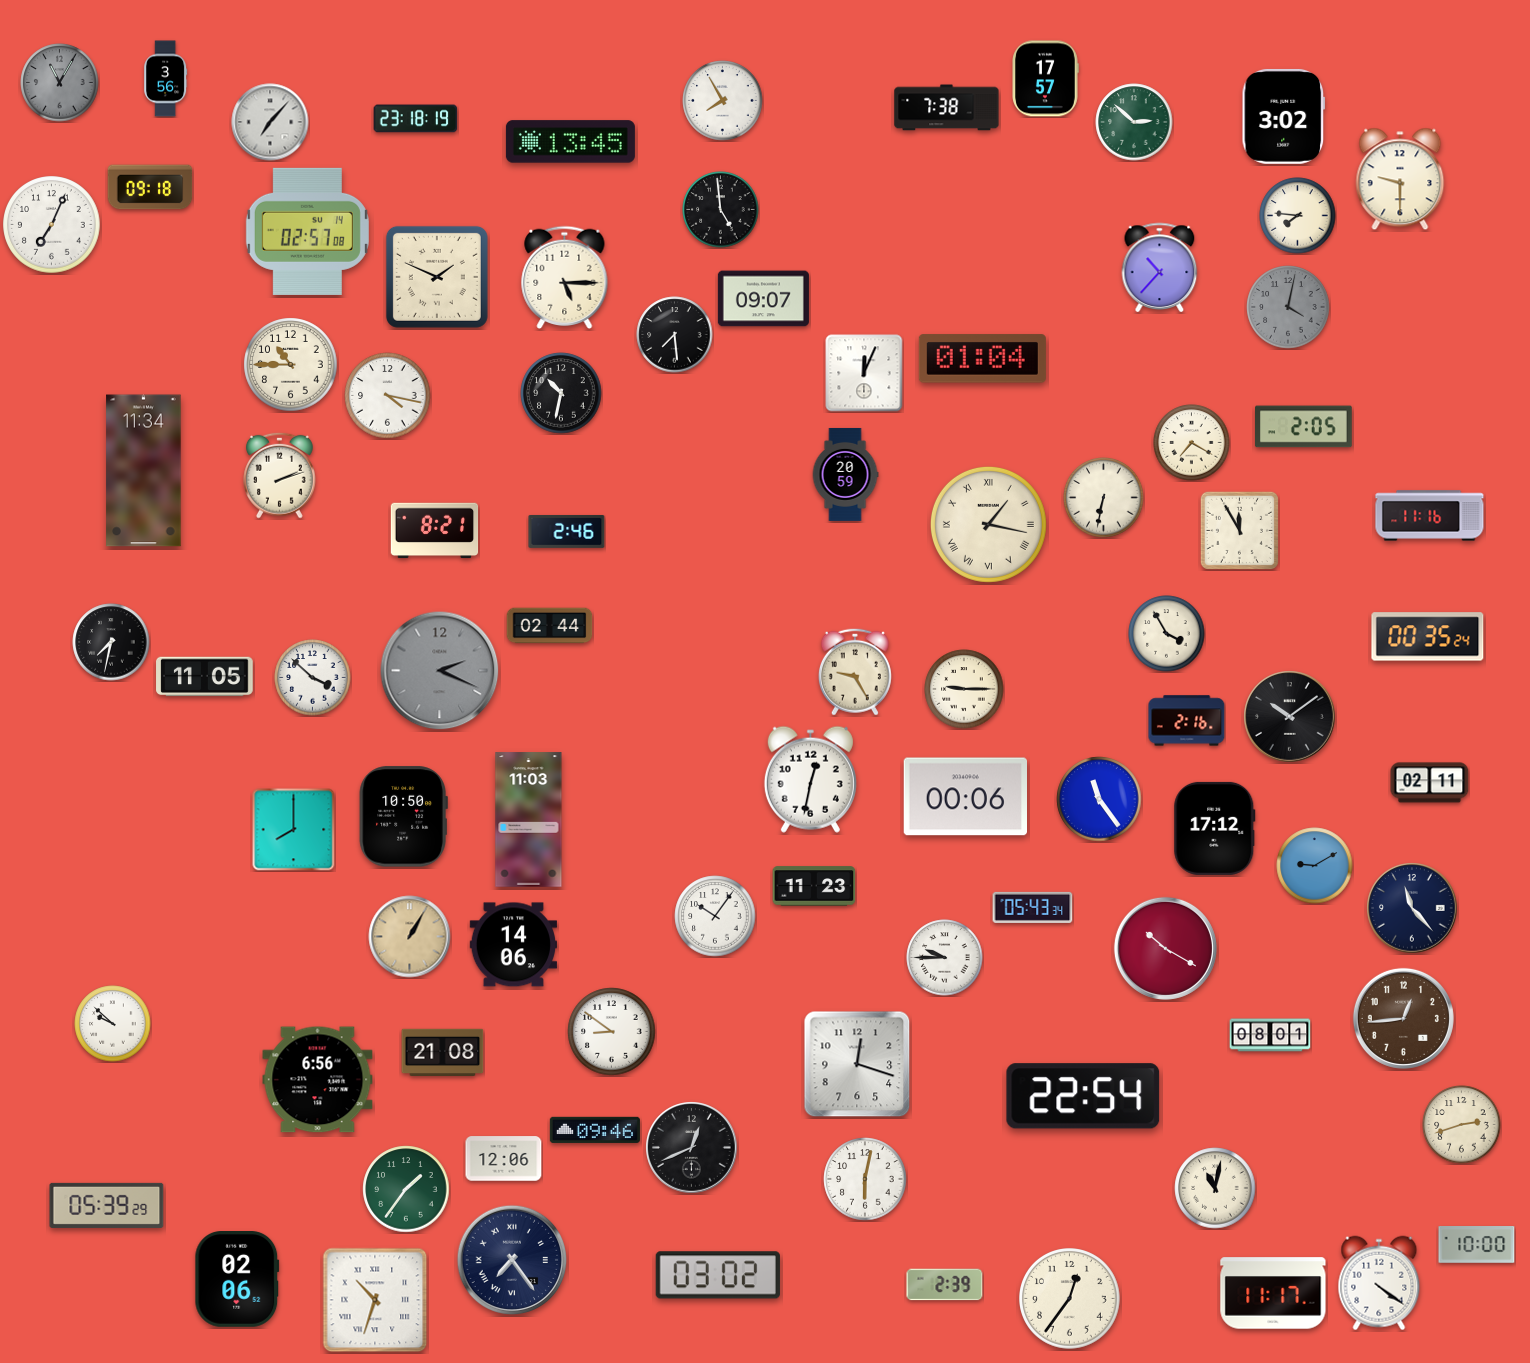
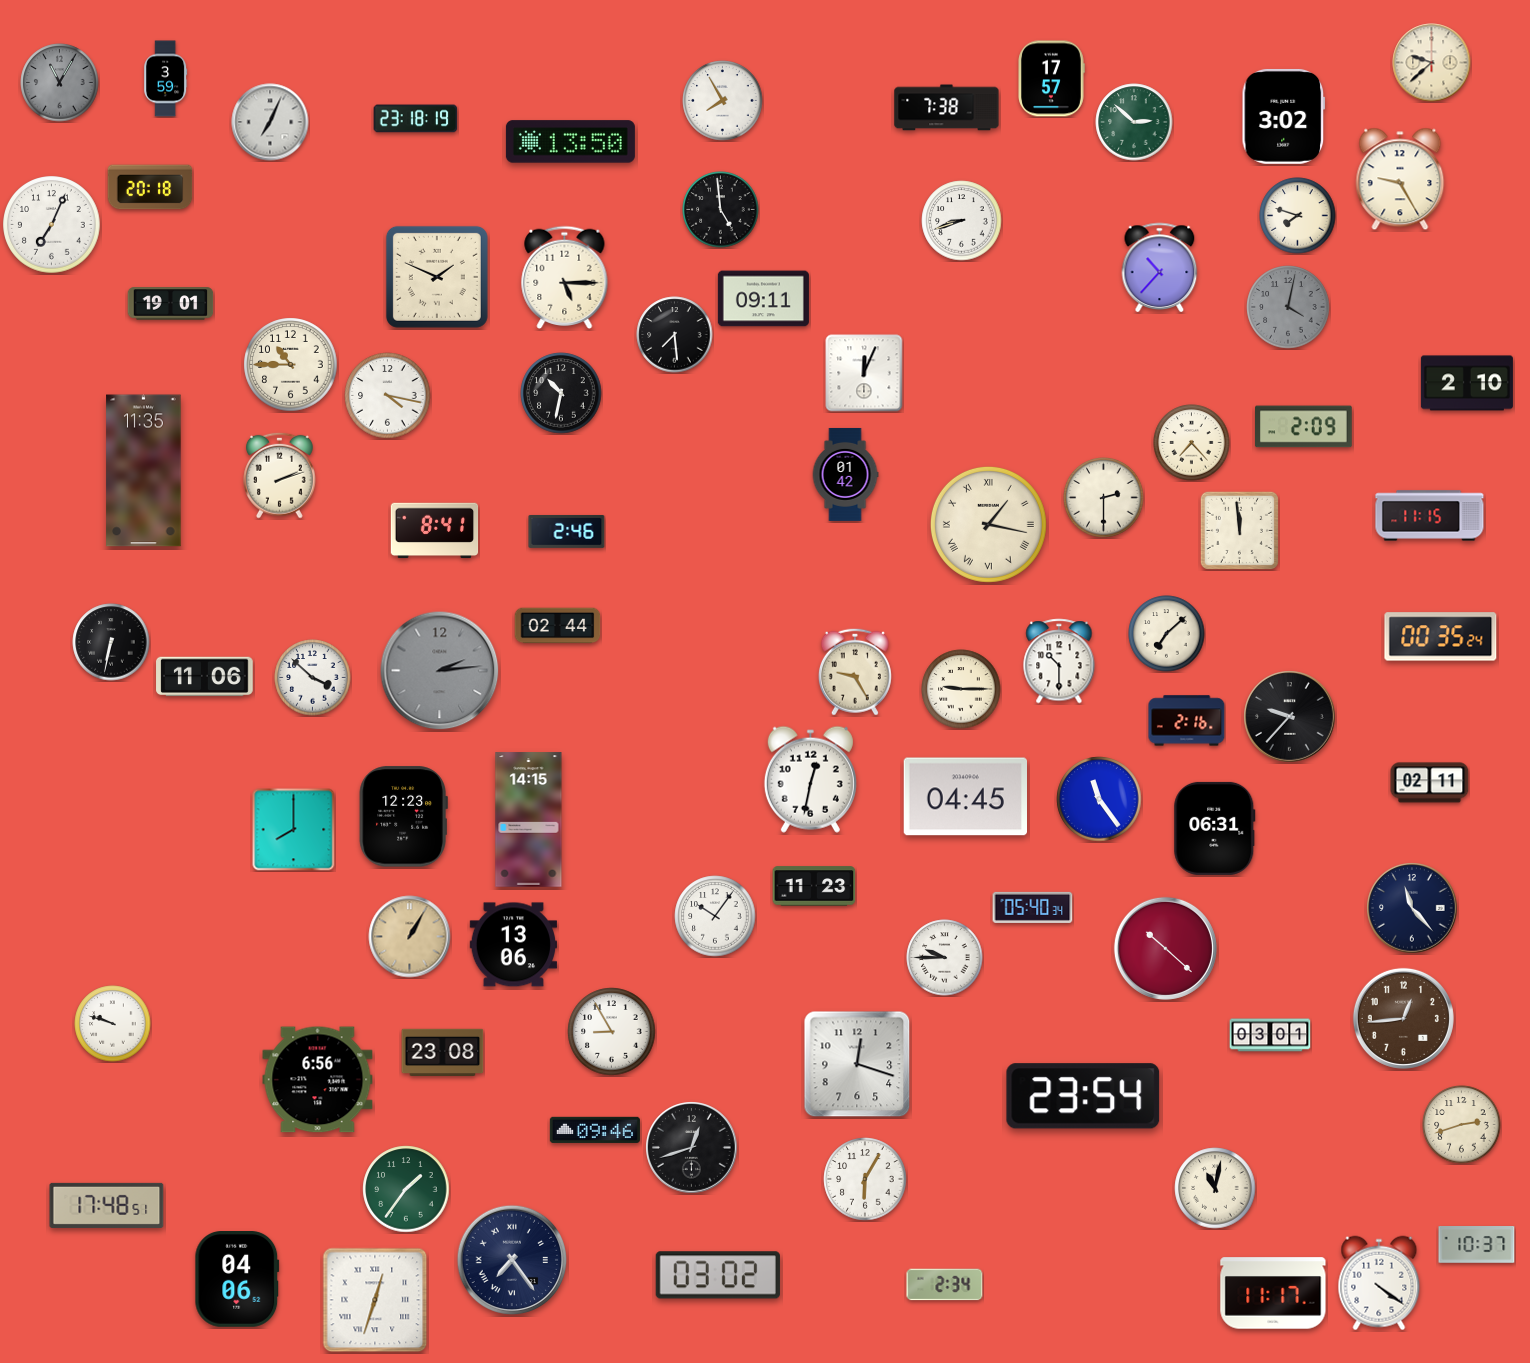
clock at (1432, 63): none -> 9:38
clock at (166, 79): 3:56 -> 3:59
clock at (1045, 79) position: (1045, 79) -> (1051, 79)
clock at (270, 122): 7:07 -> 7:04
clock at (570, 142): 13:45 -> 13:50
clock at (1400, 179): 9:30 -> 9:25
clock at (150, 187): 09:18 -> 20:18
clock at (1298, 216): 7:46 -> 7:48
clock at (962, 221): none -> 8:42
clock at (307, 231): 02:57 -> none
clock at (763, 299): 09:07 -> 09:11
clock at (171, 304): none -> 19:01
clock at (982, 359): 01:04 -> none
clock at (1467, 383): none -> 2:10
clock at (1304, 427): 2:05 -> 2:09
clock at (1192, 443): 7:20 -> 7:23
clock at (144, 471): 11:34 -> 11:35
clock at (845, 474): 20:59 -> 01:42
clock at (1104, 498): 6:32 -> 2:30
clock at (1430, 516): 11:16 -> 11:15
clock at (1239, 530): 11:55 -> 11:59
clock at (435, 531): 8:21 -> 8:41
clock at (550, 626) position: (550, 626) -> (558, 626)
clock at (1167, 634): 3:55 -> 7:08
clock at (1428, 637) position: (1428, 637) -> (1441, 637)
clock at (111, 642): 7:32 -> 6:32
clock at (1059, 661): none -> 10:30
clock at (440, 671): 2:19 -> 2:14
clock at (205, 677): 11:05 -> 11:06
clock at (964, 689) position: (964, 689) -> (961, 689)
clock at (1290, 717): 10:09 -> 9:37
clock at (965, 797): 00:06 -> 04:45
clock at (403, 817): 10:50 -> 12:23
clock at (529, 820): 11:03 -> 14:15
clock at (1215, 828): 17:12 -> 06:31
clock at (1315, 866): 9:10 -> none
clock at (1033, 907): 05:43 -> 05:40
clock at (514, 945): 14:06 -> 13:06
clock at (1165, 948): 10:20 -> 10:22
clock at (113, 1024): 9:52 -> 9:48
clock at (612, 1032): 8:51 -> 8:55
clock at (1270, 1035): 08:01 -> 03:01
clock at (443, 1052): 21:08 -> 23:08
clock at (1083, 1096): 22:54 -> 23:54
clock at (692, 1148): 12:41 -> 12:42
clock at (504, 1159): 12:06 -> none
clock at (865, 1179): 6:02 -> 6:05
clock at (107, 1205): 05:39 -> 17:48
clock at (1477, 1245): 10:00 -> 10:37
clock at (237, 1280): 02:06 -> 04:06
clock at (945, 1285): 2:39 -> 2:34
clock at (1070, 1299): 12:36 -> none
clock at (375, 1300): 10:33 -> 12:33
